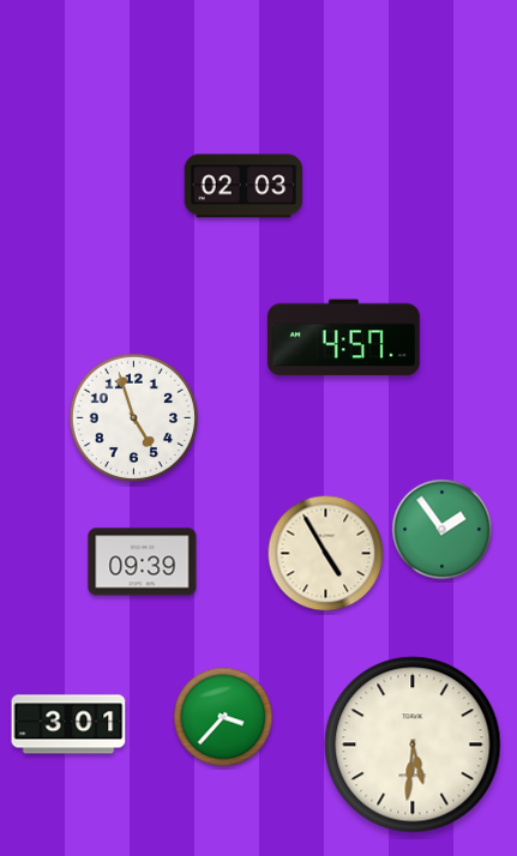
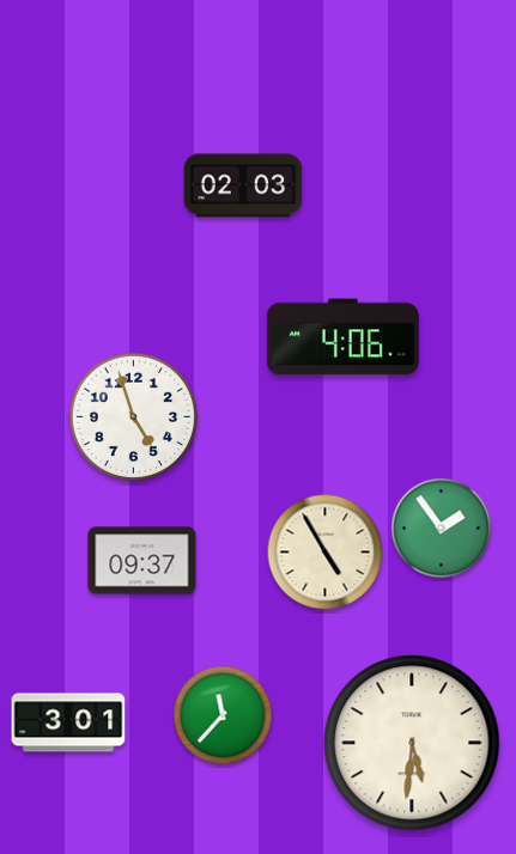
clock at (343, 338): 4:57 -> 4:06
clock at (143, 562): 09:39 -> 09:37
clock at (223, 717): 3:37 -> 11:37
